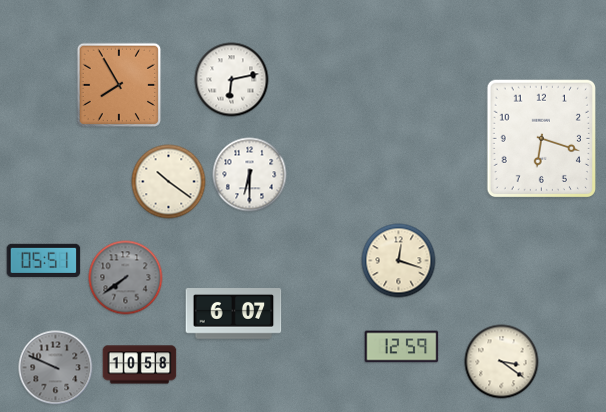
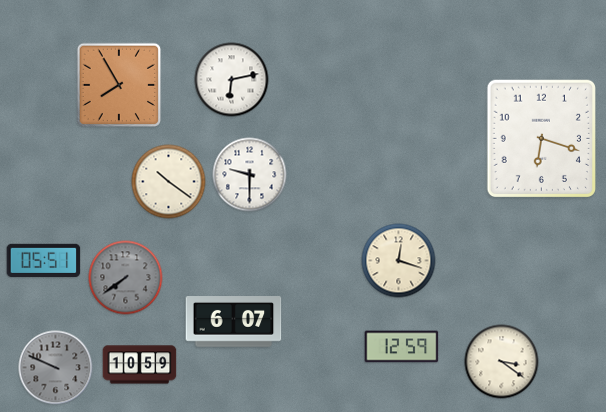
clock at (250, 175): 6:30 -> 9:30
clock at (234, 314) position: (234, 314) -> (234, 322)
clock at (140, 365): 10:58 -> 10:59
